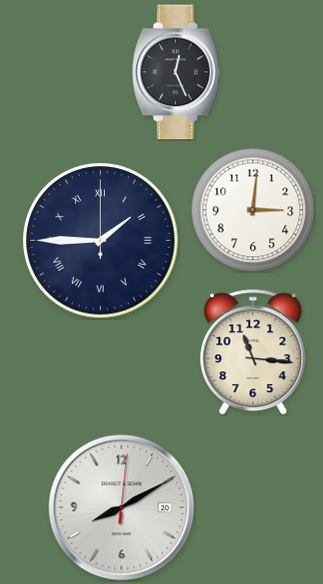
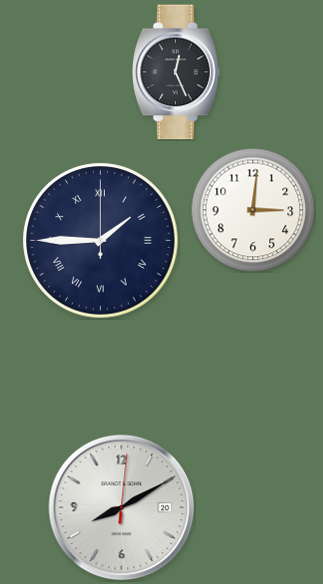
clock at (253, 352): 11:16 -> none
